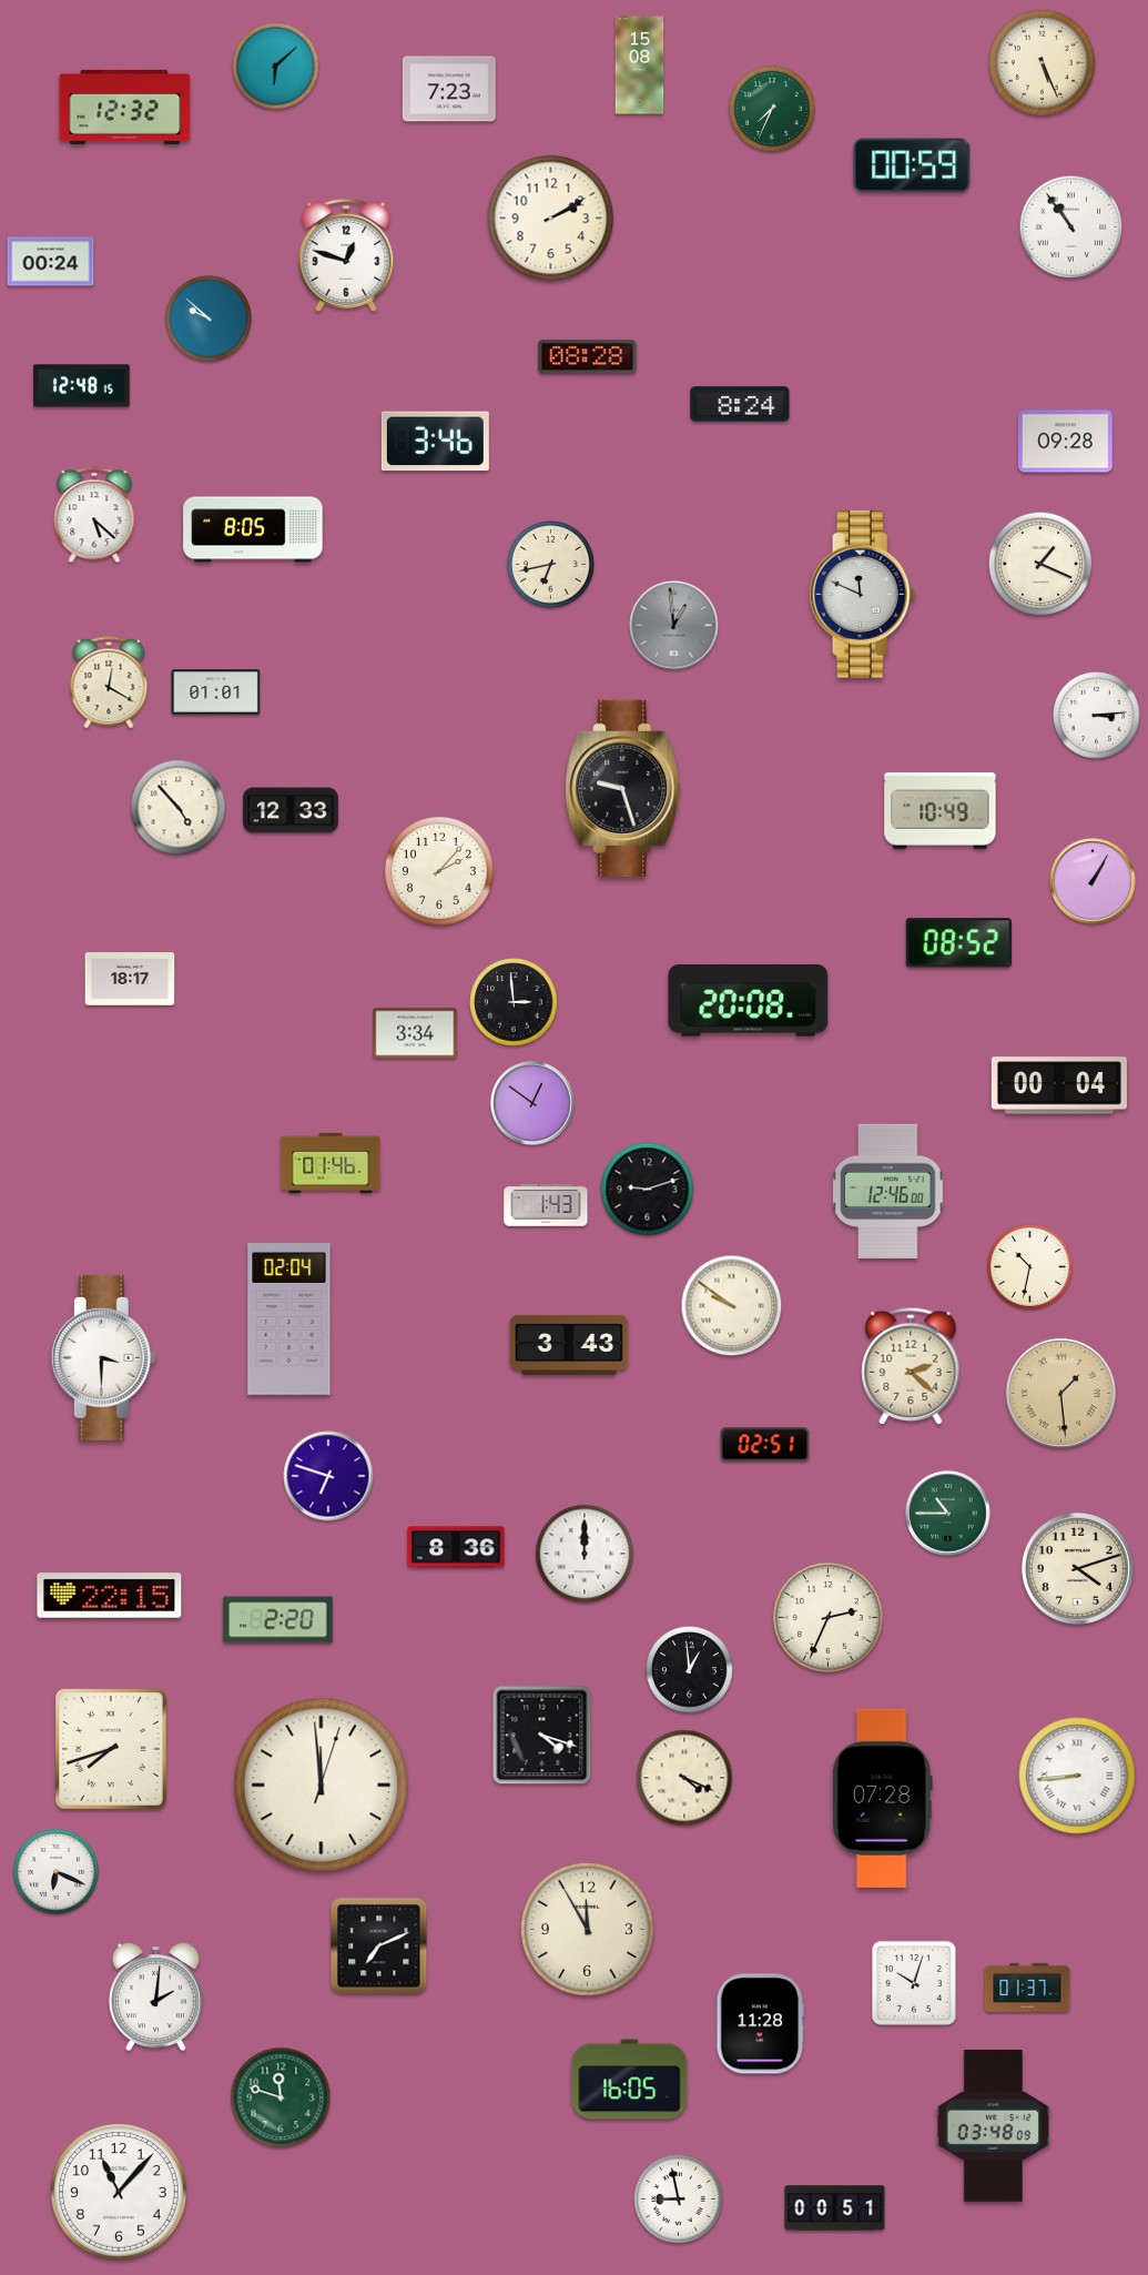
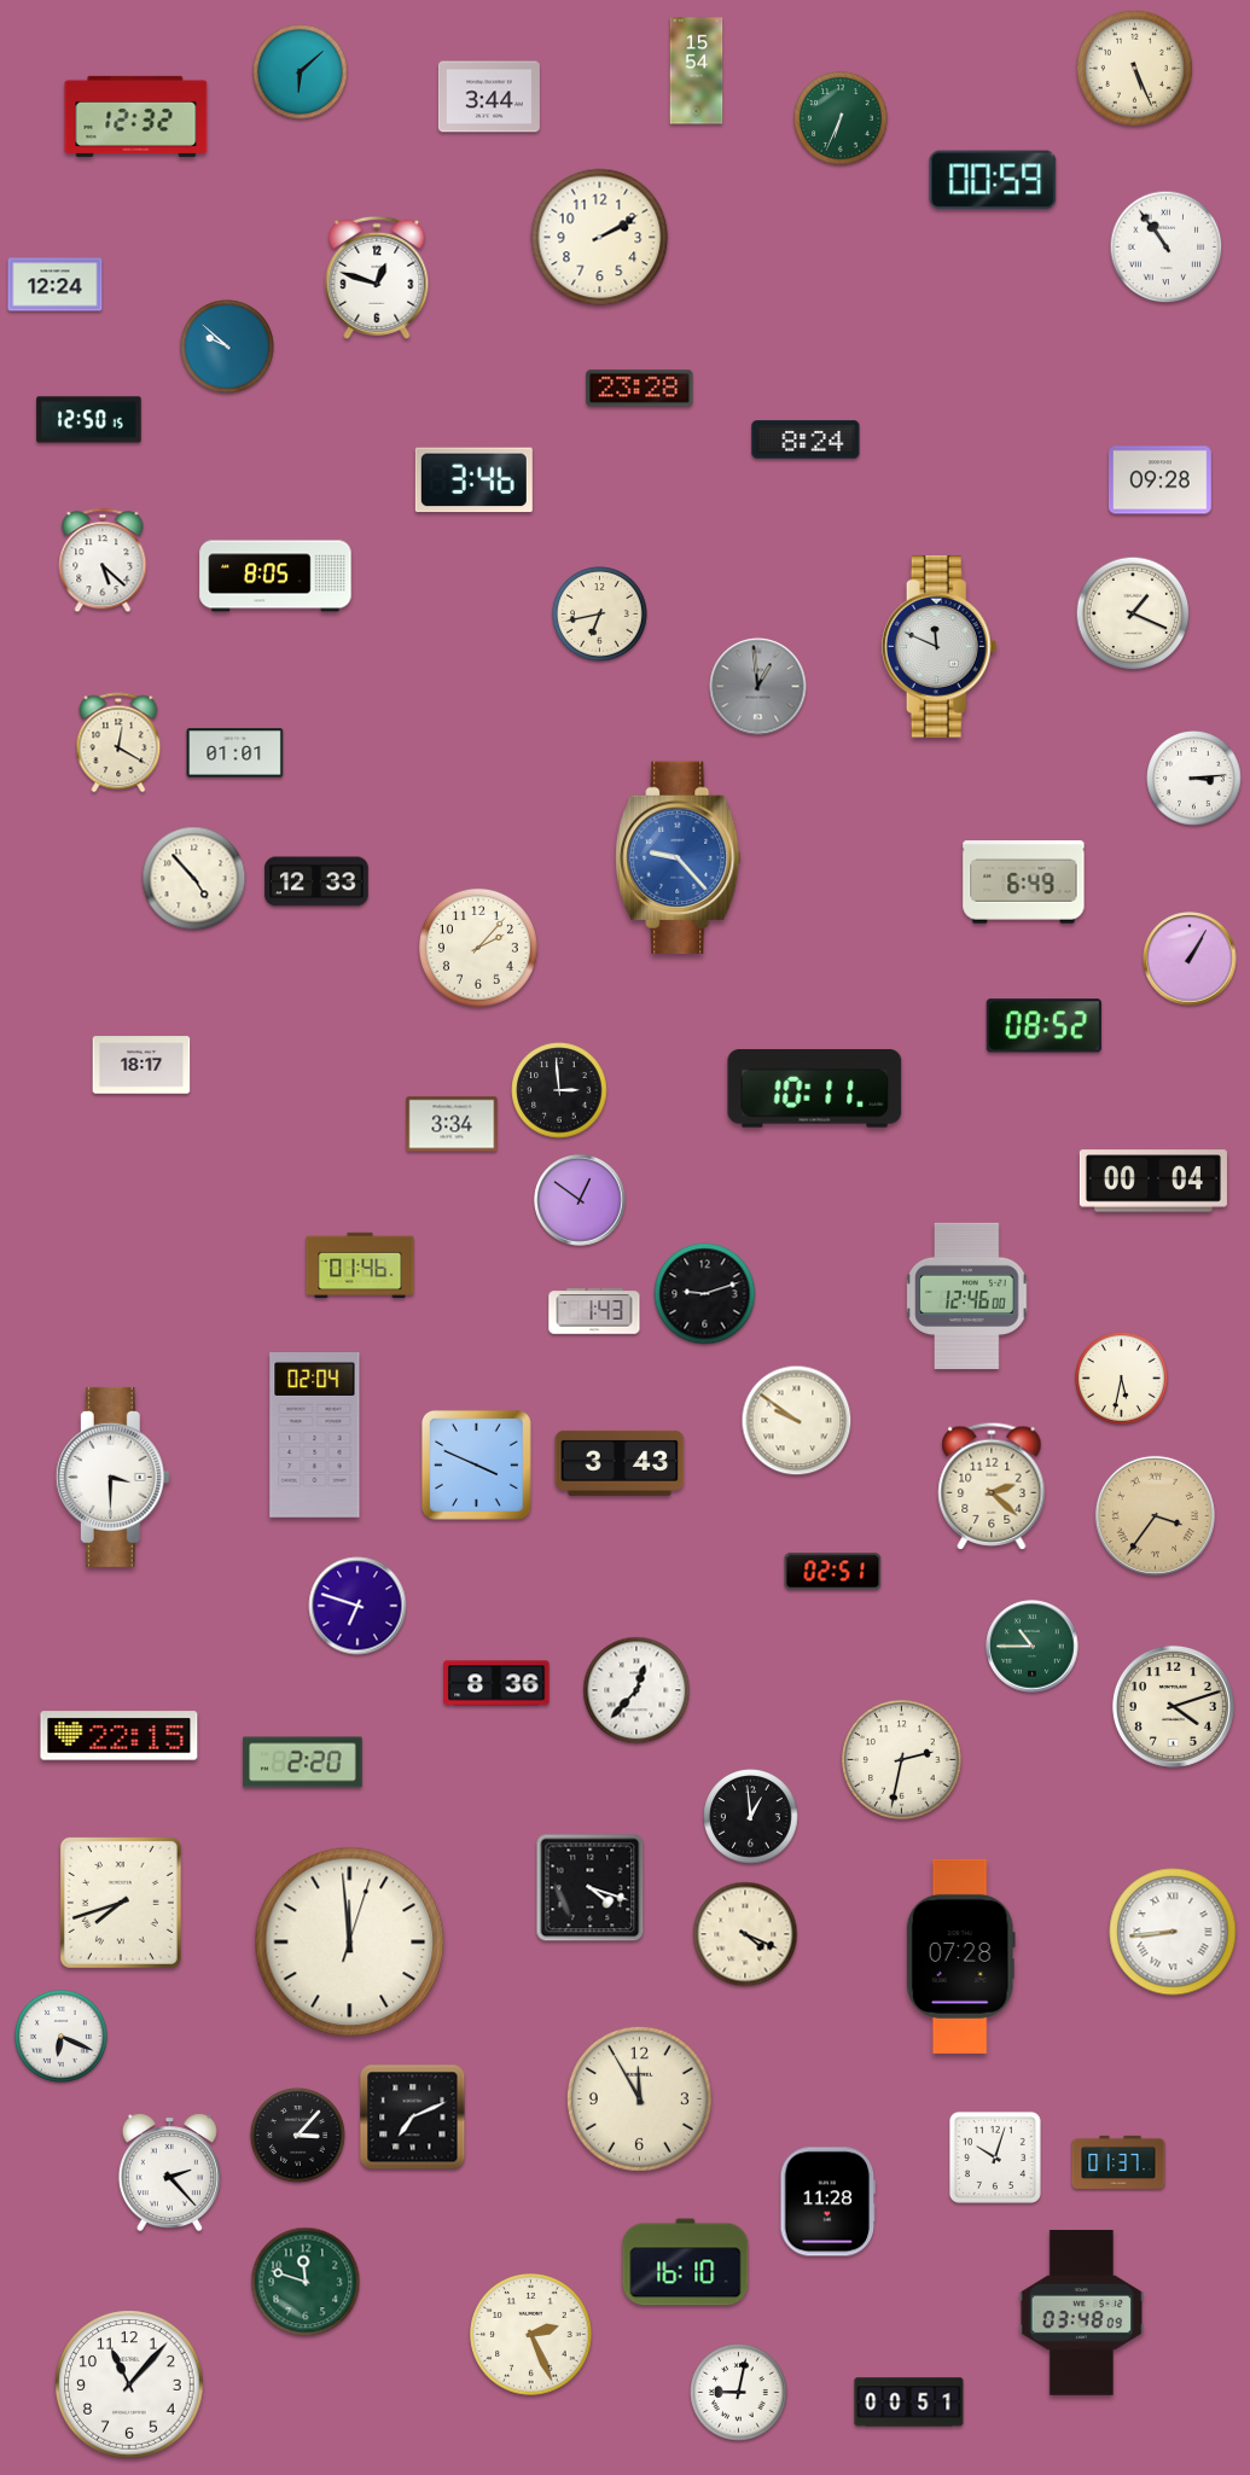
clock at (640, 65): 15:08 -> 15:54
clock at (449, 89): 7:23 -> 3:44
clock at (773, 110): 7:34 -> 6:34
clock at (51, 262): 00:24 -> 12:24
clock at (588, 357): 08:28 -> 23:28
clock at (82, 386): 12:48 -> 12:50
clock at (674, 626) position: (674, 626) -> (758, 687)
clock at (623, 788): 9:27 -> 9:23
clock at (623, 788) dial: black -> blue
clock at (941, 811): 10:49 -> 6:49
clock at (749, 1001): 20:08 -> 10:11
clock at (1029, 1266): 10:32 -> 5:32
clock at (476, 1464): none -> 3:49
clock at (1060, 1393): 1:29 -> 3:36
clock at (585, 1554): 12:00 -> 12:37
clock at (827, 1617): 2:34 -> 2:32
clock at (298, 2136): none -> 3:07
clock at (155, 1996): 2:01 -> 2:23
clock at (630, 2080): 16:05 -> 16:10
clock at (531, 2335): none -> 2:26
clock at (679, 2200): 8:58 -> 9:02
